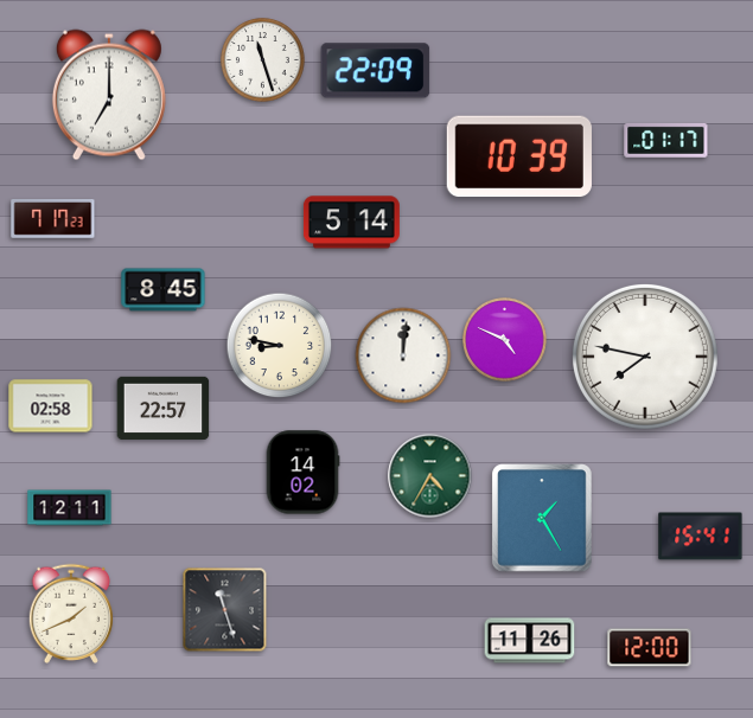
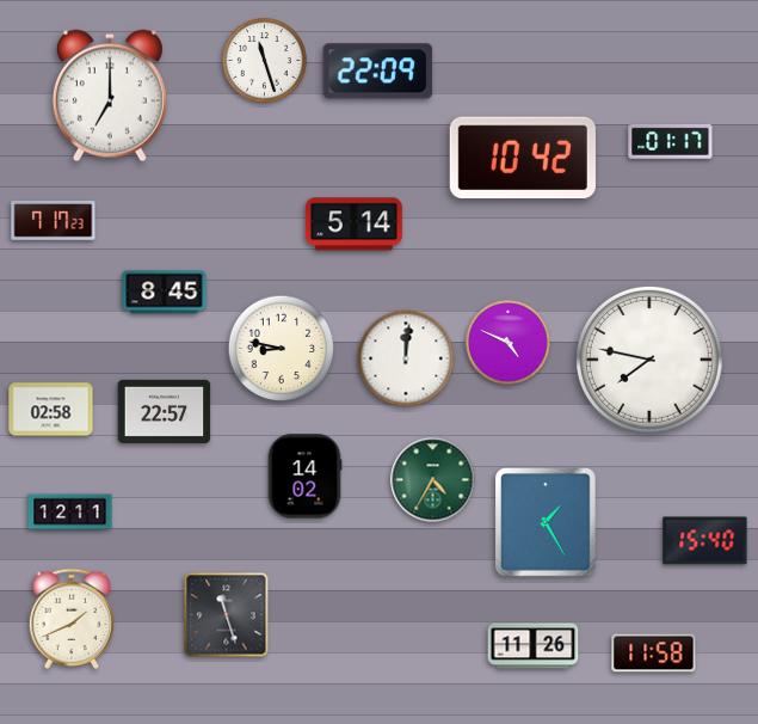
clock at (519, 156): 10:39 -> 10:42
clock at (701, 537): 15:41 -> 15:40
clock at (650, 648): 12:00 -> 11:58
